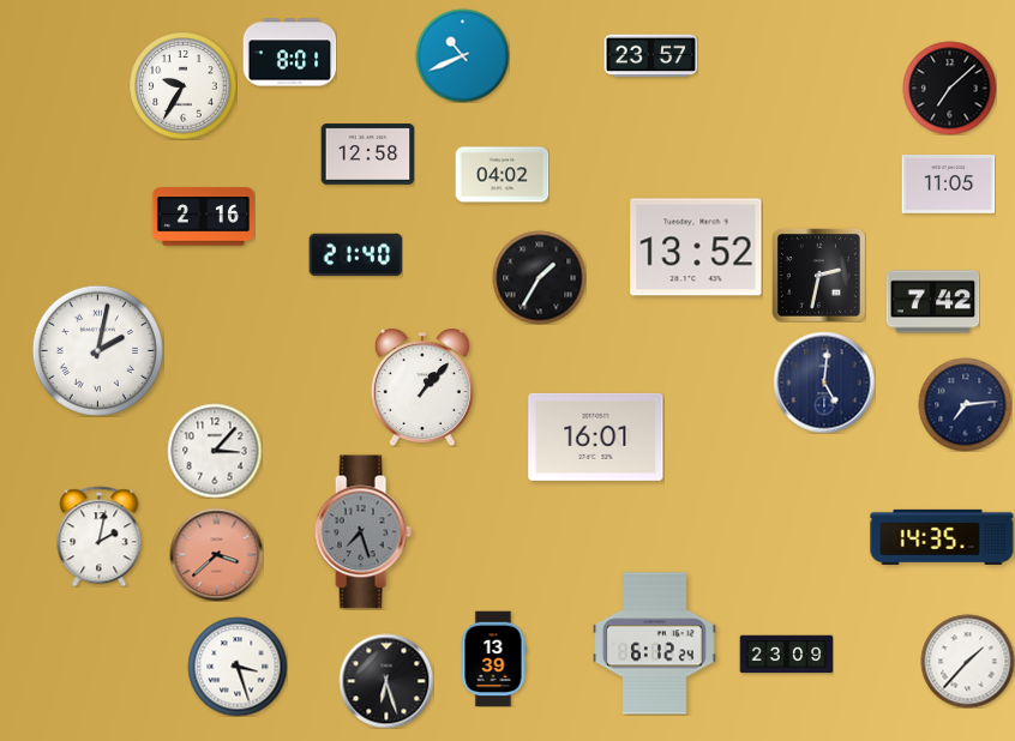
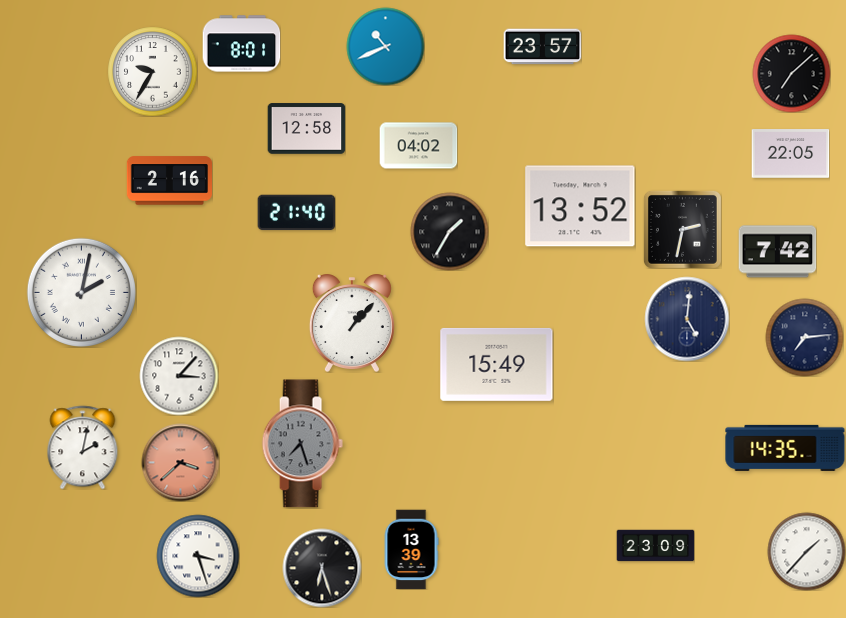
clock at (948, 185): 11:05 -> 22:05
clock at (596, 436): 16:01 -> 15:49
clock at (655, 644): 6:12 -> none
